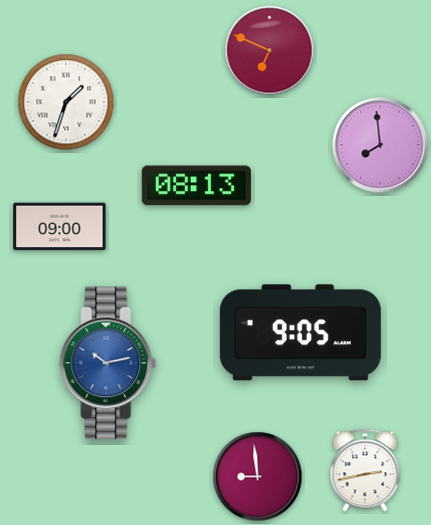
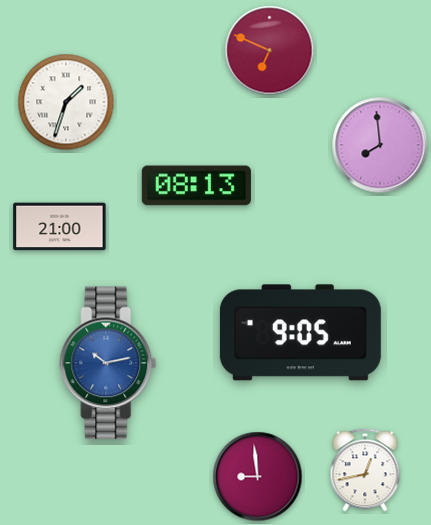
clock at (60, 227): 09:00 -> 21:00
clock at (365, 470): 2:43 -> 12:43
